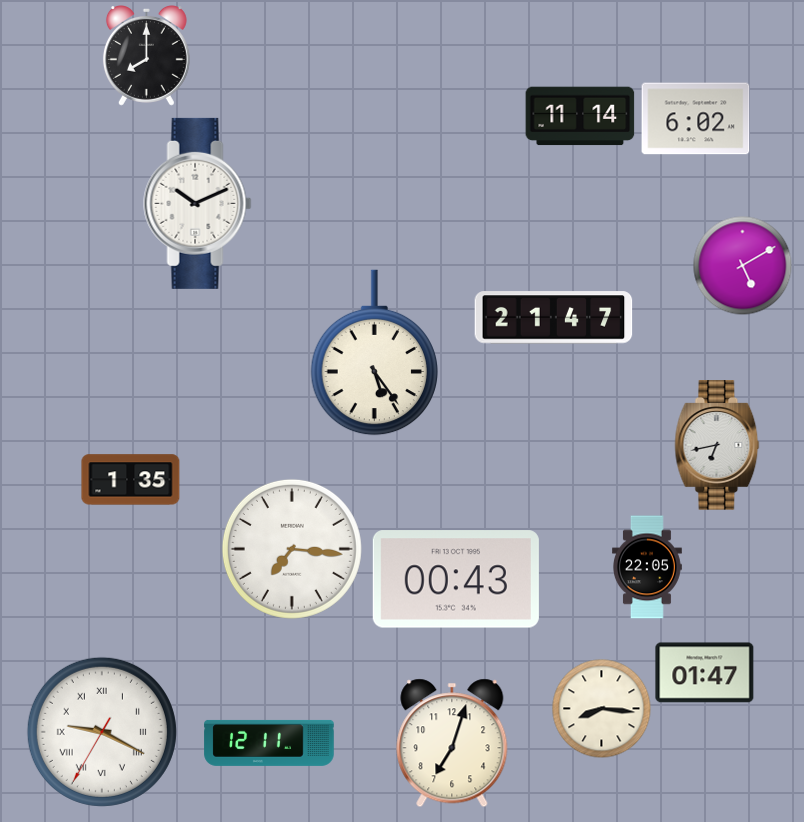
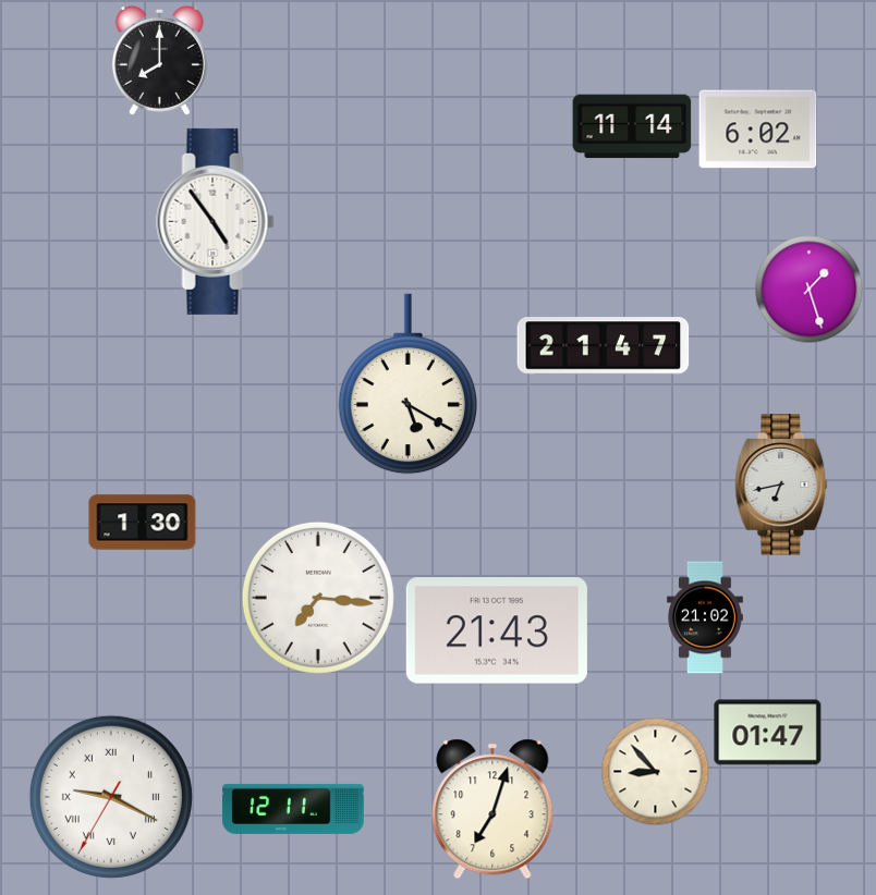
clock at (198, 203): 10:11 -> 4:54
clock at (743, 266): 5:10 -> 1:27
clock at (374, 353): 5:24 -> 5:20
clock at (131, 480): 1:35 -> 1:30
clock at (648, 567): 22:05 -> 21:02
clock at (456, 579): 00:43 -> 21:43
clock at (602, 709): 8:16 -> 8:53
